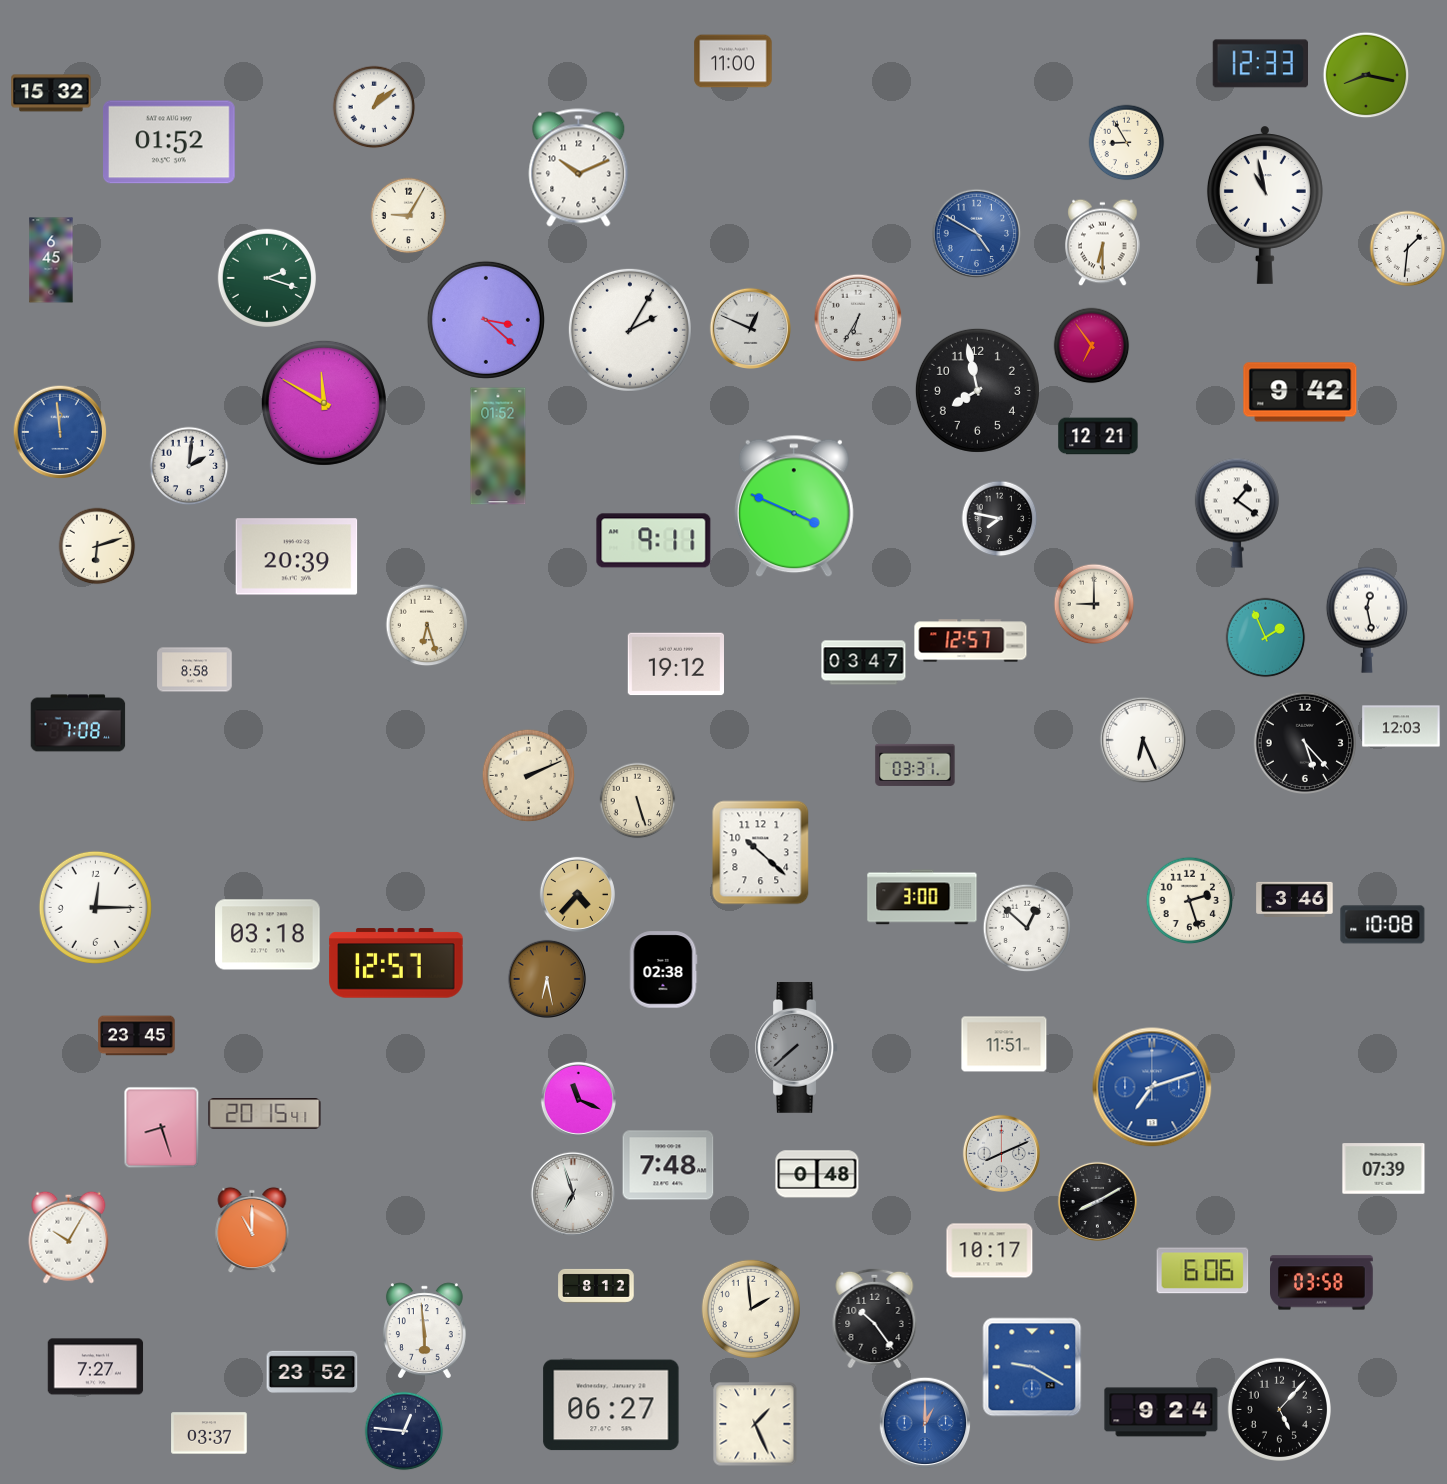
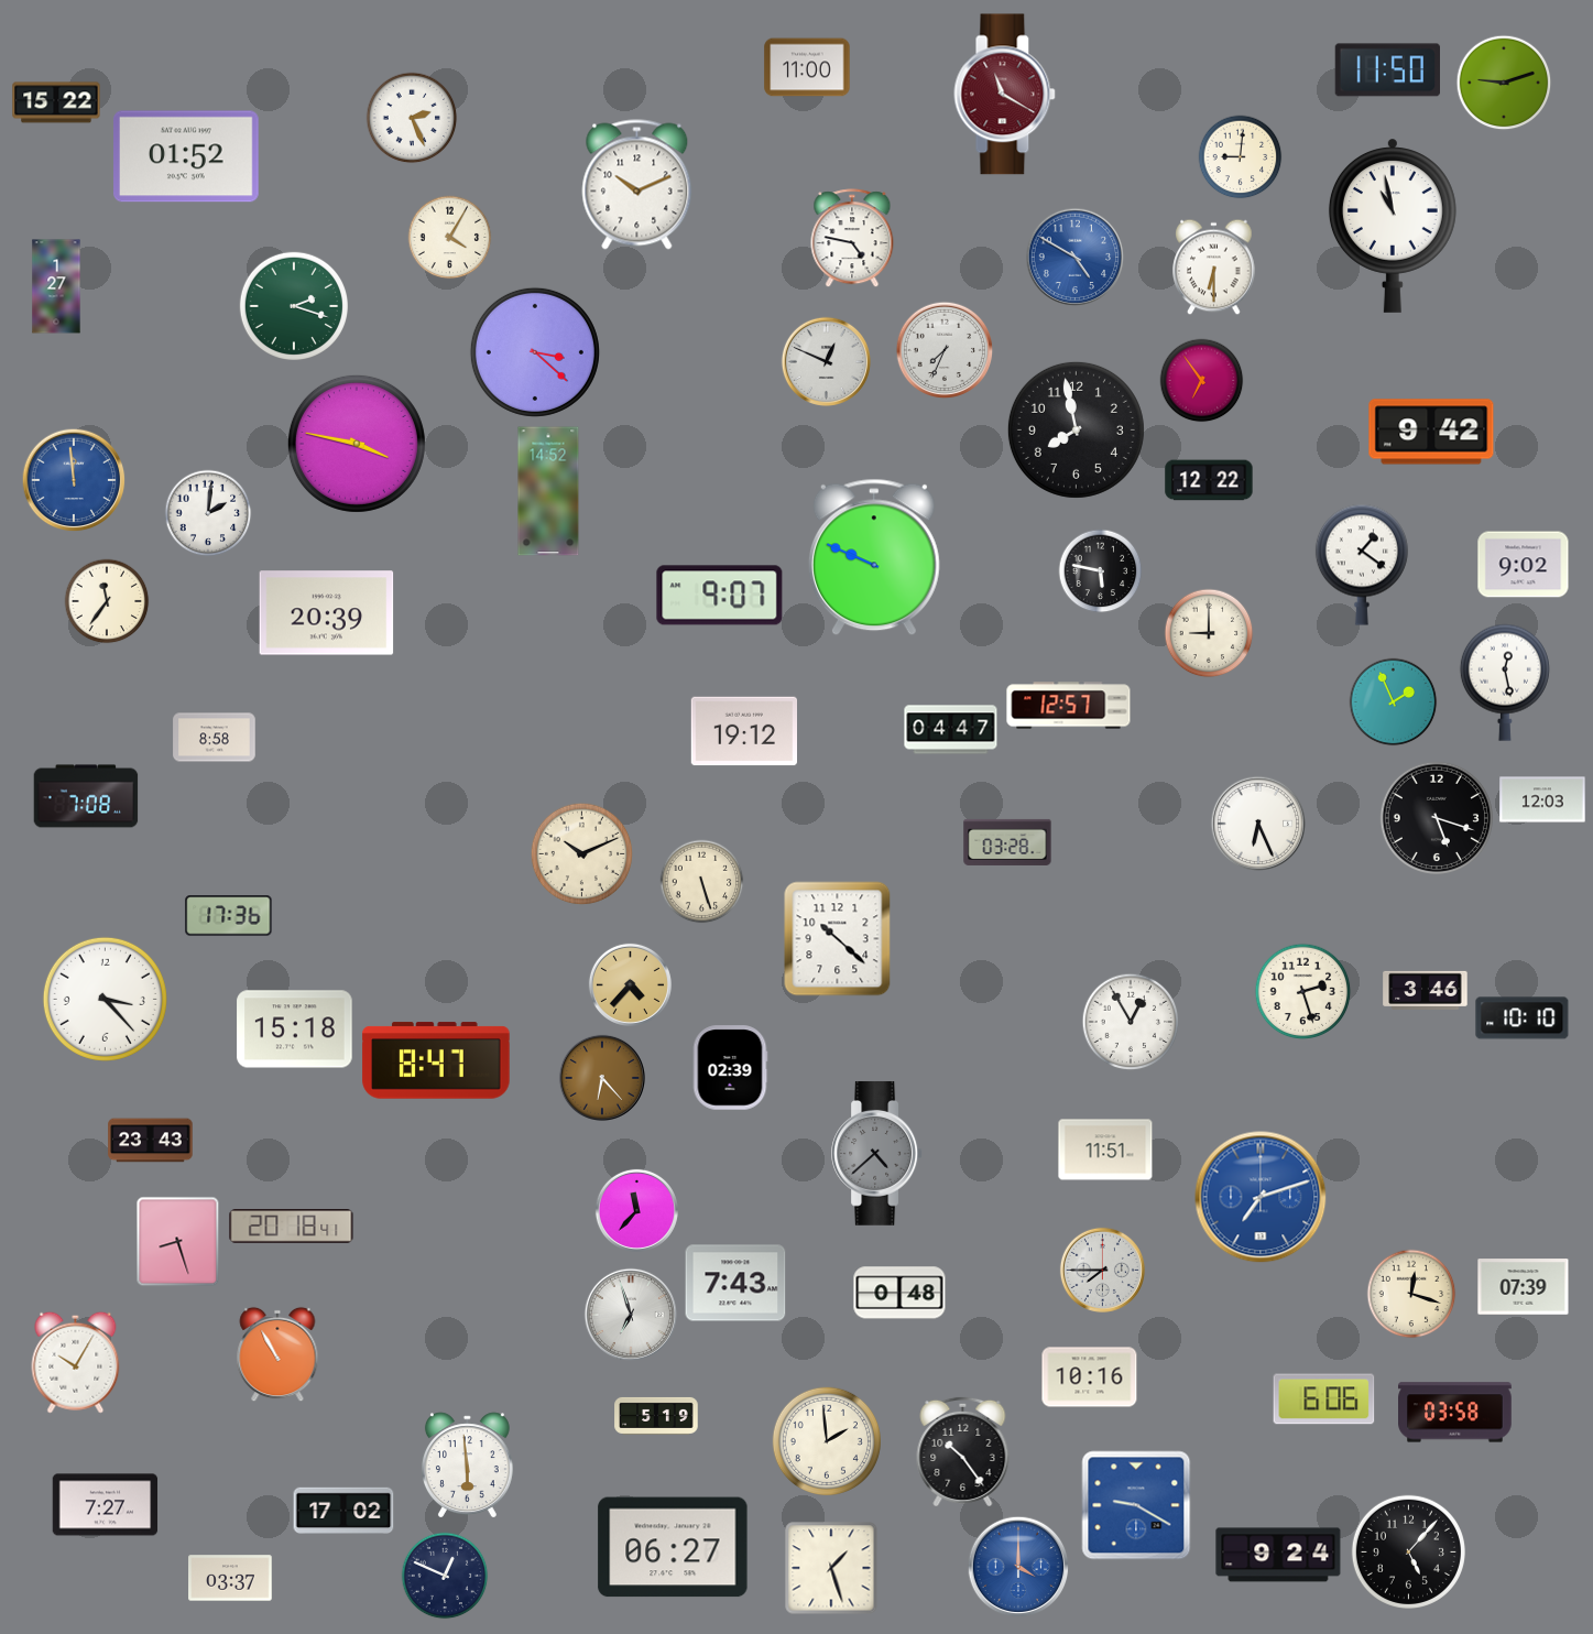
clock at (1260, 64): 12:33 -> 11:50
clock at (1366, 75): 8:17 -> 9:12
clock at (1005, 95): none -> 11:20
clock at (51, 93): 15:32 -> 15:22
clock at (374, 107): 1:08 -> 2:26
clock at (1127, 143): 8:55 -> 9:01
clock at (409, 216): 9:05 -> 4:05
clock at (852, 239): none -> 4:47
clock at (1408, 249): 1:31 -> none
clock at (51, 260): 6:45 -> 1:27
clock at (858, 318): 6:35 -> 7:34
clock at (630, 330): 2:05 -> none
clock at (324, 403): 11:50 -> 3:47
clock at (60, 432) position: (60, 432) -> (74, 480)
clock at (1098, 436): 12:21 -> 12:22
clock at (498, 446): 01:52 -> 14:52
clock at (794, 506): 3:49 -> 9:49
clock at (1524, 565): none -> 9:02
clock at (1000, 519): 7:47 -> 5:47
clock at (654, 541): 9:11 -> 9:07
clock at (97, 546): 6:12 -> 11:36
clock at (1094, 604) position: (1094, 604) -> (1209, 633)
clock at (427, 625): 6:27 -> none
clock at (864, 663): 03:47 -> 04:47
clock at (1142, 739) position: (1142, 739) -> (1257, 823)
clock at (1305, 743): 5:23 -> 5:18
clock at (915, 765): 03:31 -> 03:28
clock at (529, 776): 2:11 -> 10:11
clock at (229, 916): none -> 17:36
clock at (577, 894) position: (577, 894) -> (630, 984)
clock at (922, 897): 3:00 -> none
clock at (1190, 901) position: (1190, 901) -> (1303, 992)
clock at (95, 907): 12:15 -> 3:23
clock at (1383, 925): 10:08 -> 10:10
clock at (1027, 928): 12:52 -> 12:55
clock at (268, 935): 03:18 -> 15:18
clock at (396, 963): 12:57 -> 8:47
clock at (663, 970): 02:38 -> 02:39
clock at (547, 979): 6:28 -> 6:23
clock at (137, 1036): 23:45 -> 23:43
clock at (796, 1047): 7:38 -> 4:38
clock at (1152, 1087) position: (1152, 1087) -> (1261, 1197)
clock at (578, 1099): 11:19 -> 11:37
clock at (265, 1114): 20:15 -> 20:18
clock at (1001, 1153): 8:11 -> 7:45
clock at (668, 1165): 7:48 -> 7:43
clock at (1411, 1294): none -> 12:18
clock at (1097, 1201): 8:10 -> none
clock at (252, 1230): 11:00 -> 10:55
clock at (990, 1251): 10:17 -> 10:16
clock at (596, 1286): 8:12 -> 5:19
clock at (312, 1371): 23:52 -> 17:02
clock at (925, 1423): 1:00 -> 4:00
clock at (755, 1424): 1:26 -> 1:27
clock at (404, 1431): 12:46 -> 12:49
